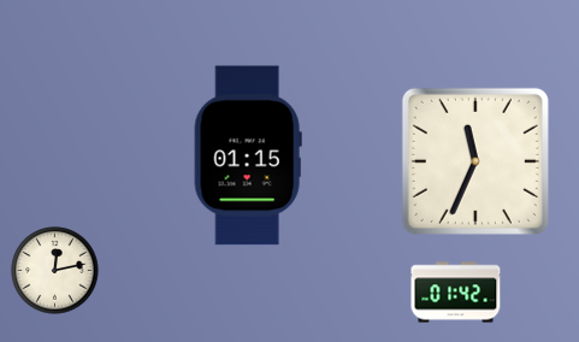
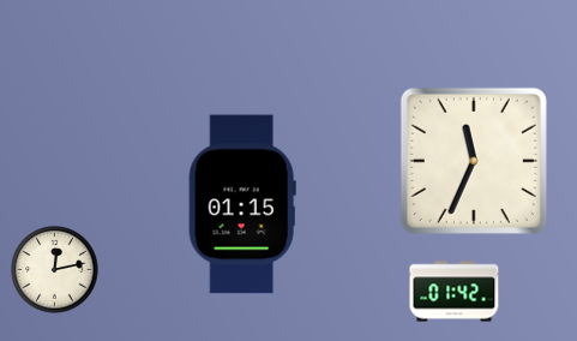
clock at (248, 155) position: (248, 155) -> (242, 204)
